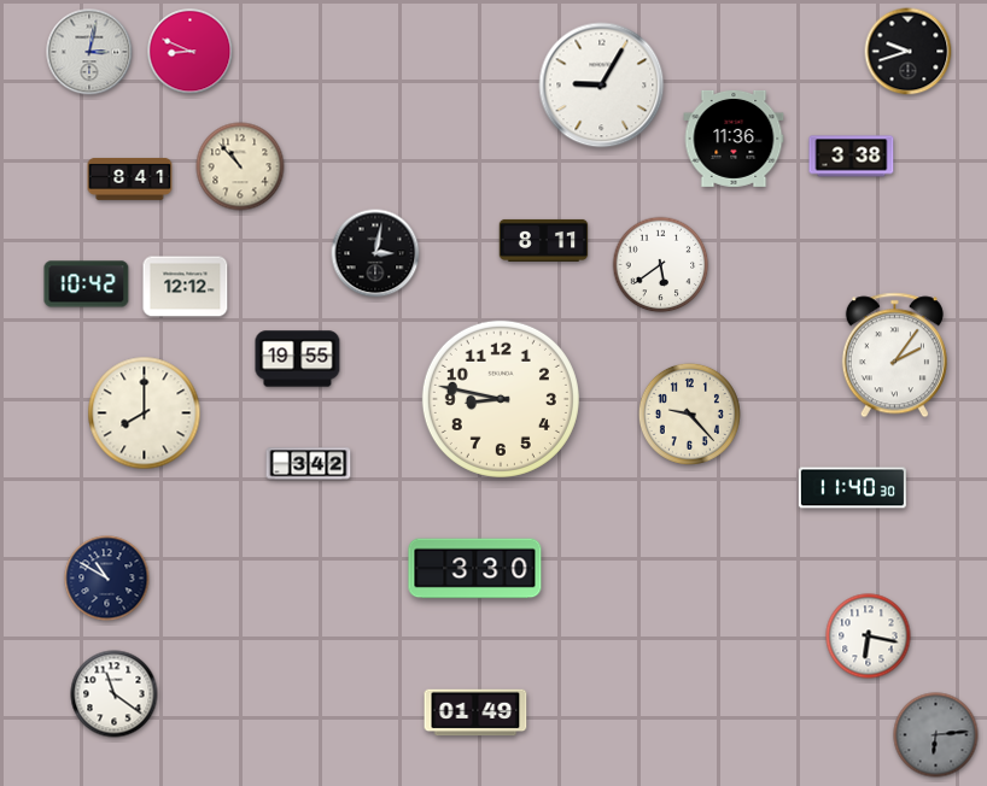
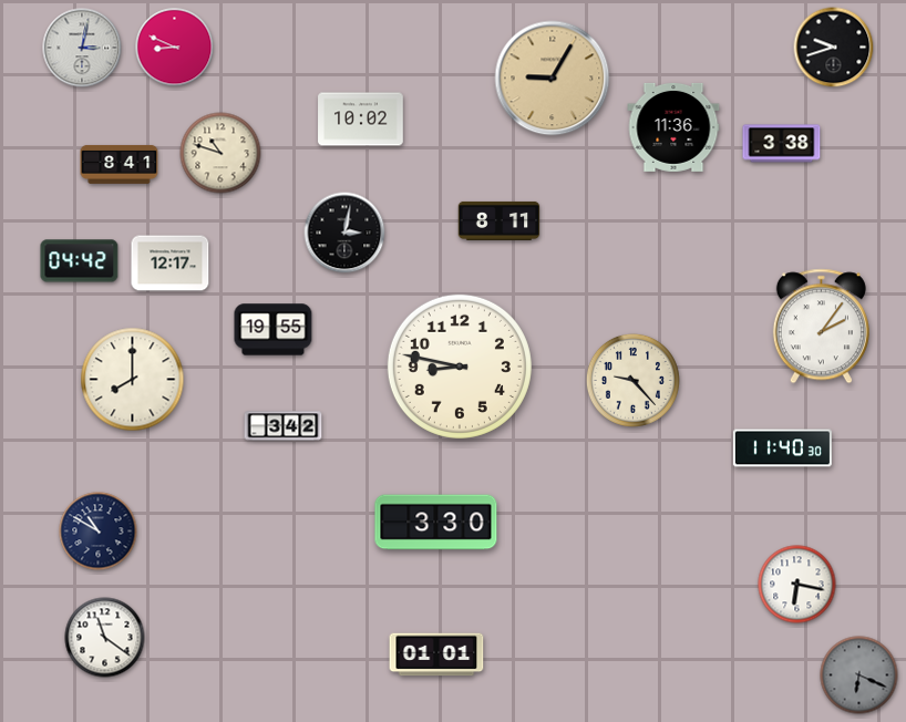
clock at (602, 86) dial: white -> champagne
clock at (361, 120): none -> 10:02
clock at (240, 166): 10:53 -> 10:48
clock at (661, 265): 5:39 -> none
clock at (87, 285): 10:42 -> 04:42
clock at (186, 287): 12:12 -> 12:17
clock at (475, 712): 01:49 -> 01:01
clock at (936, 735): 6:14 -> 6:19
